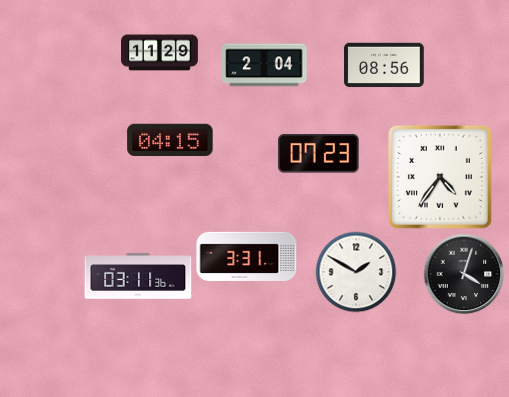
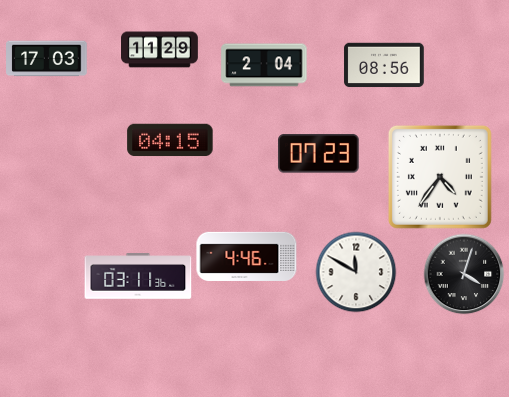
clock at (160, 53) position: (160, 53) -> (160, 50)
clock at (47, 59): none -> 17:03
clock at (247, 256): 3:31 -> 4:46
clock at (356, 272): 1:50 -> 11:50
